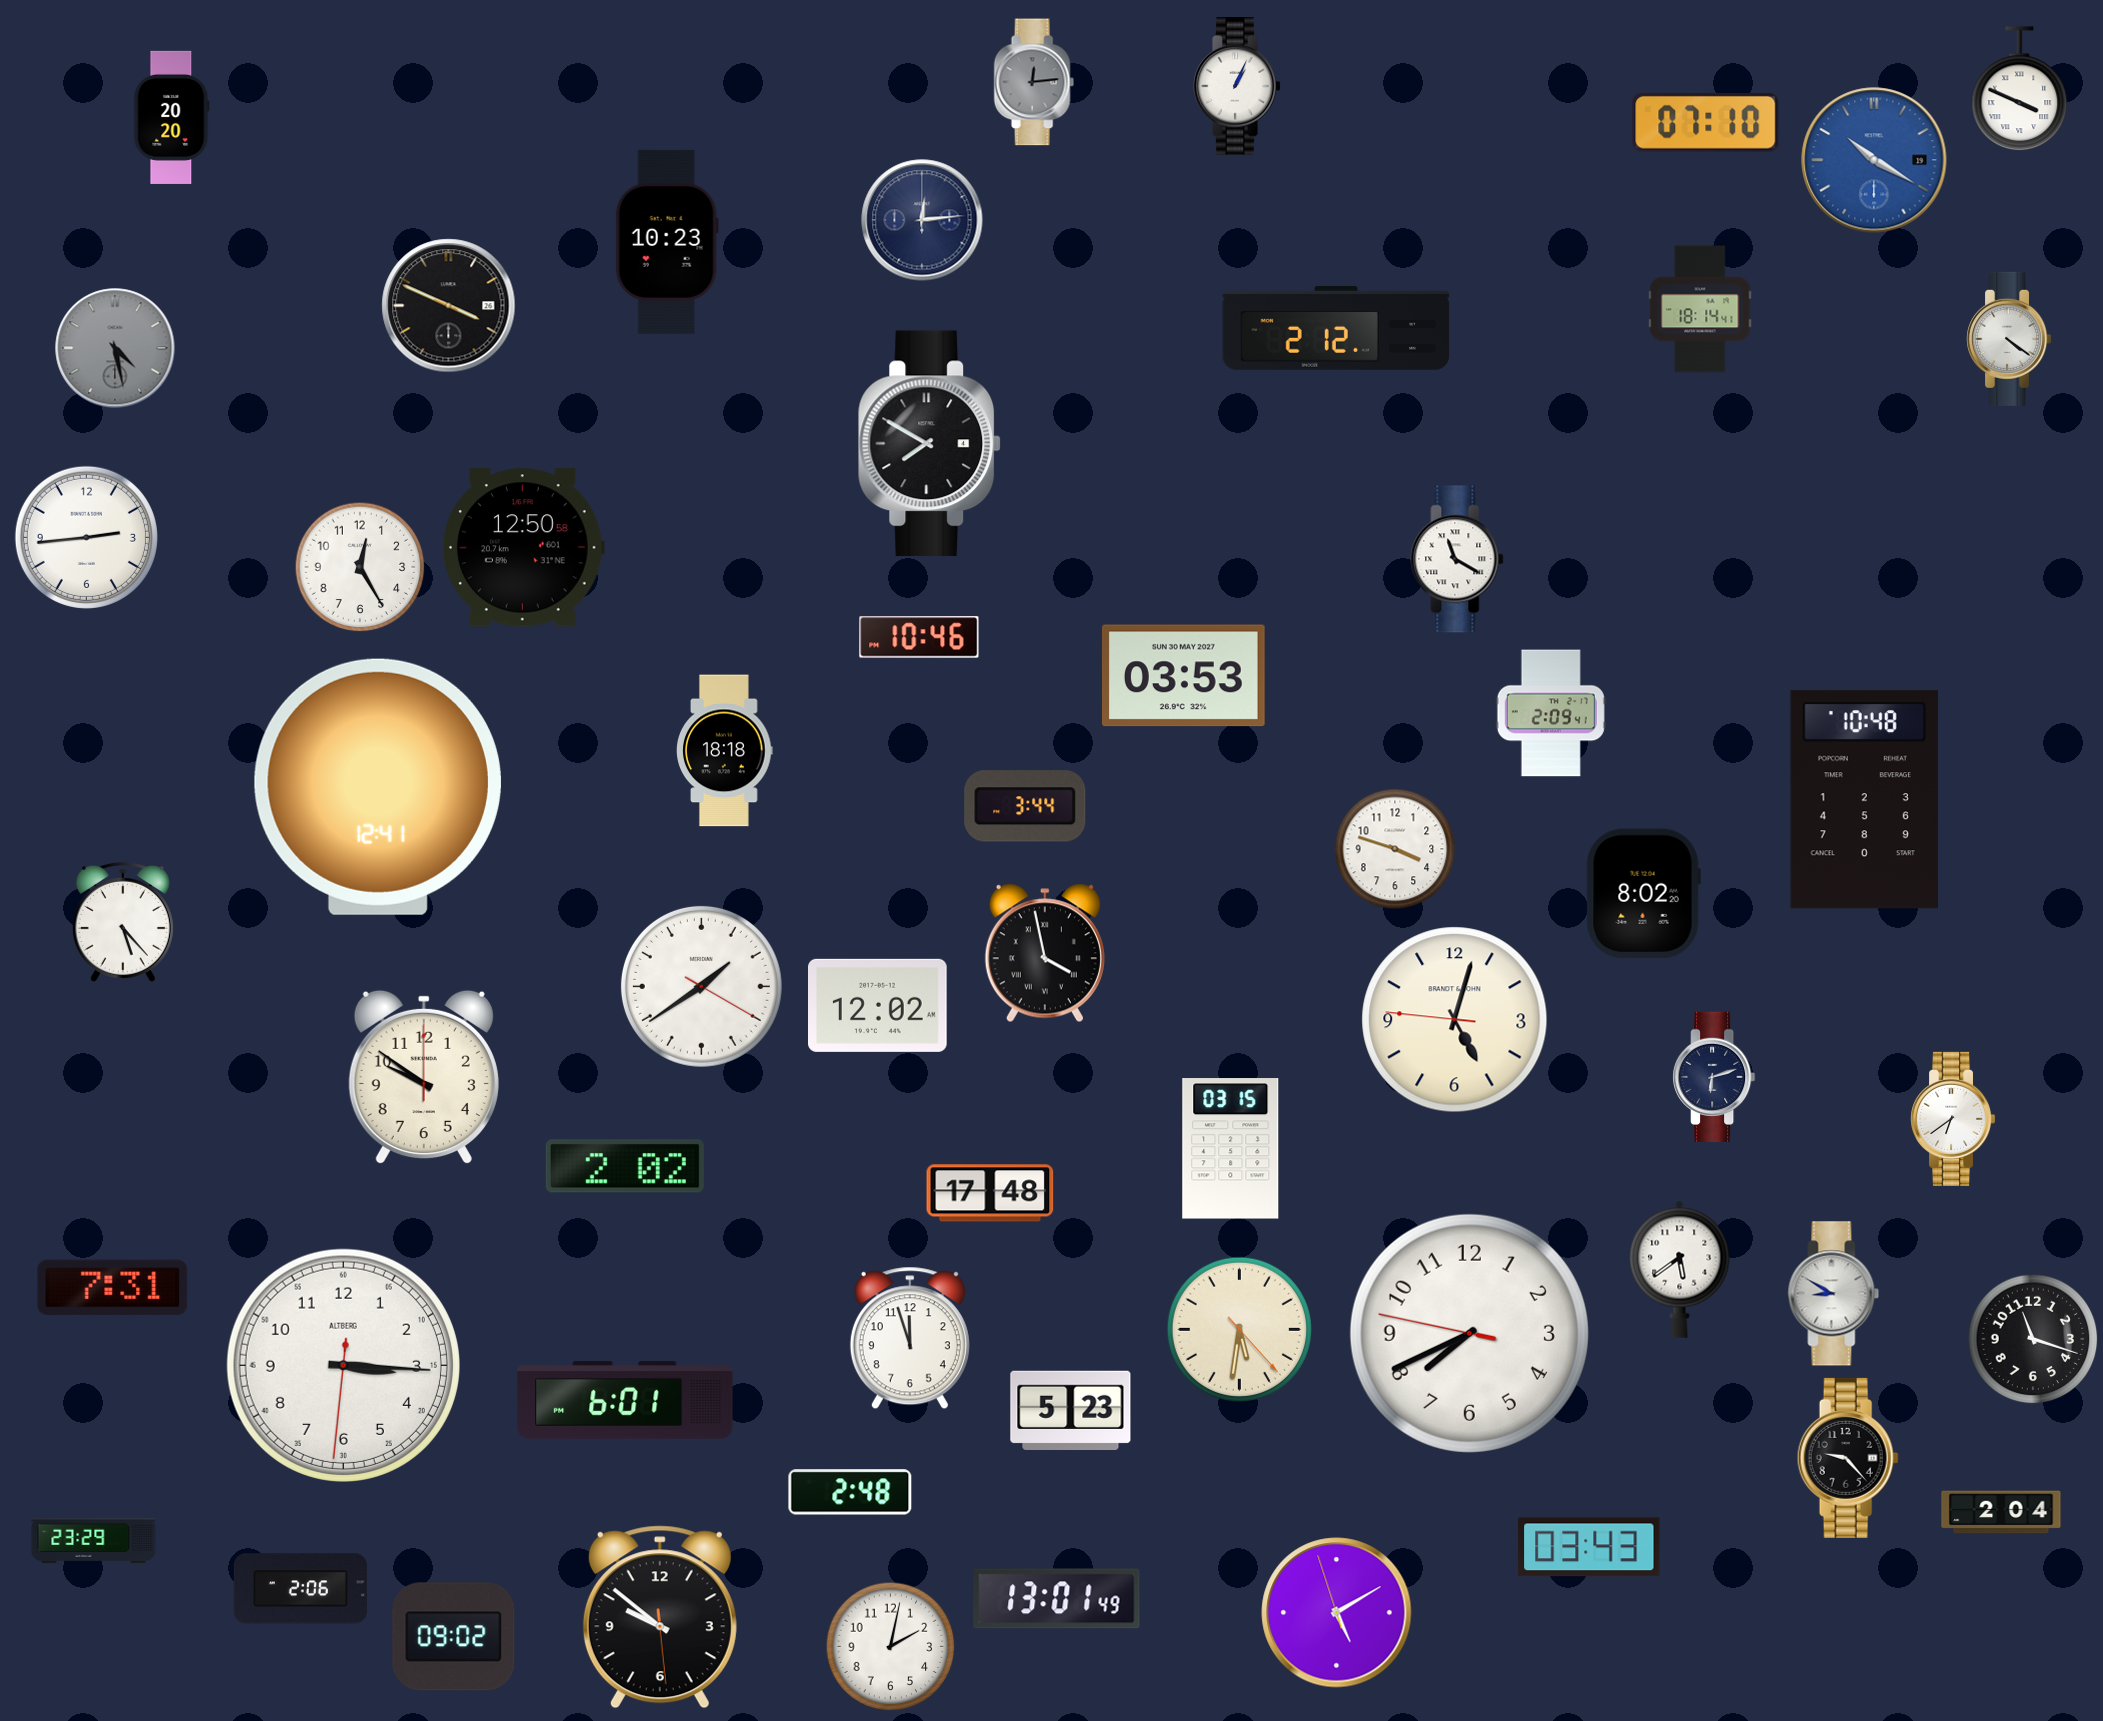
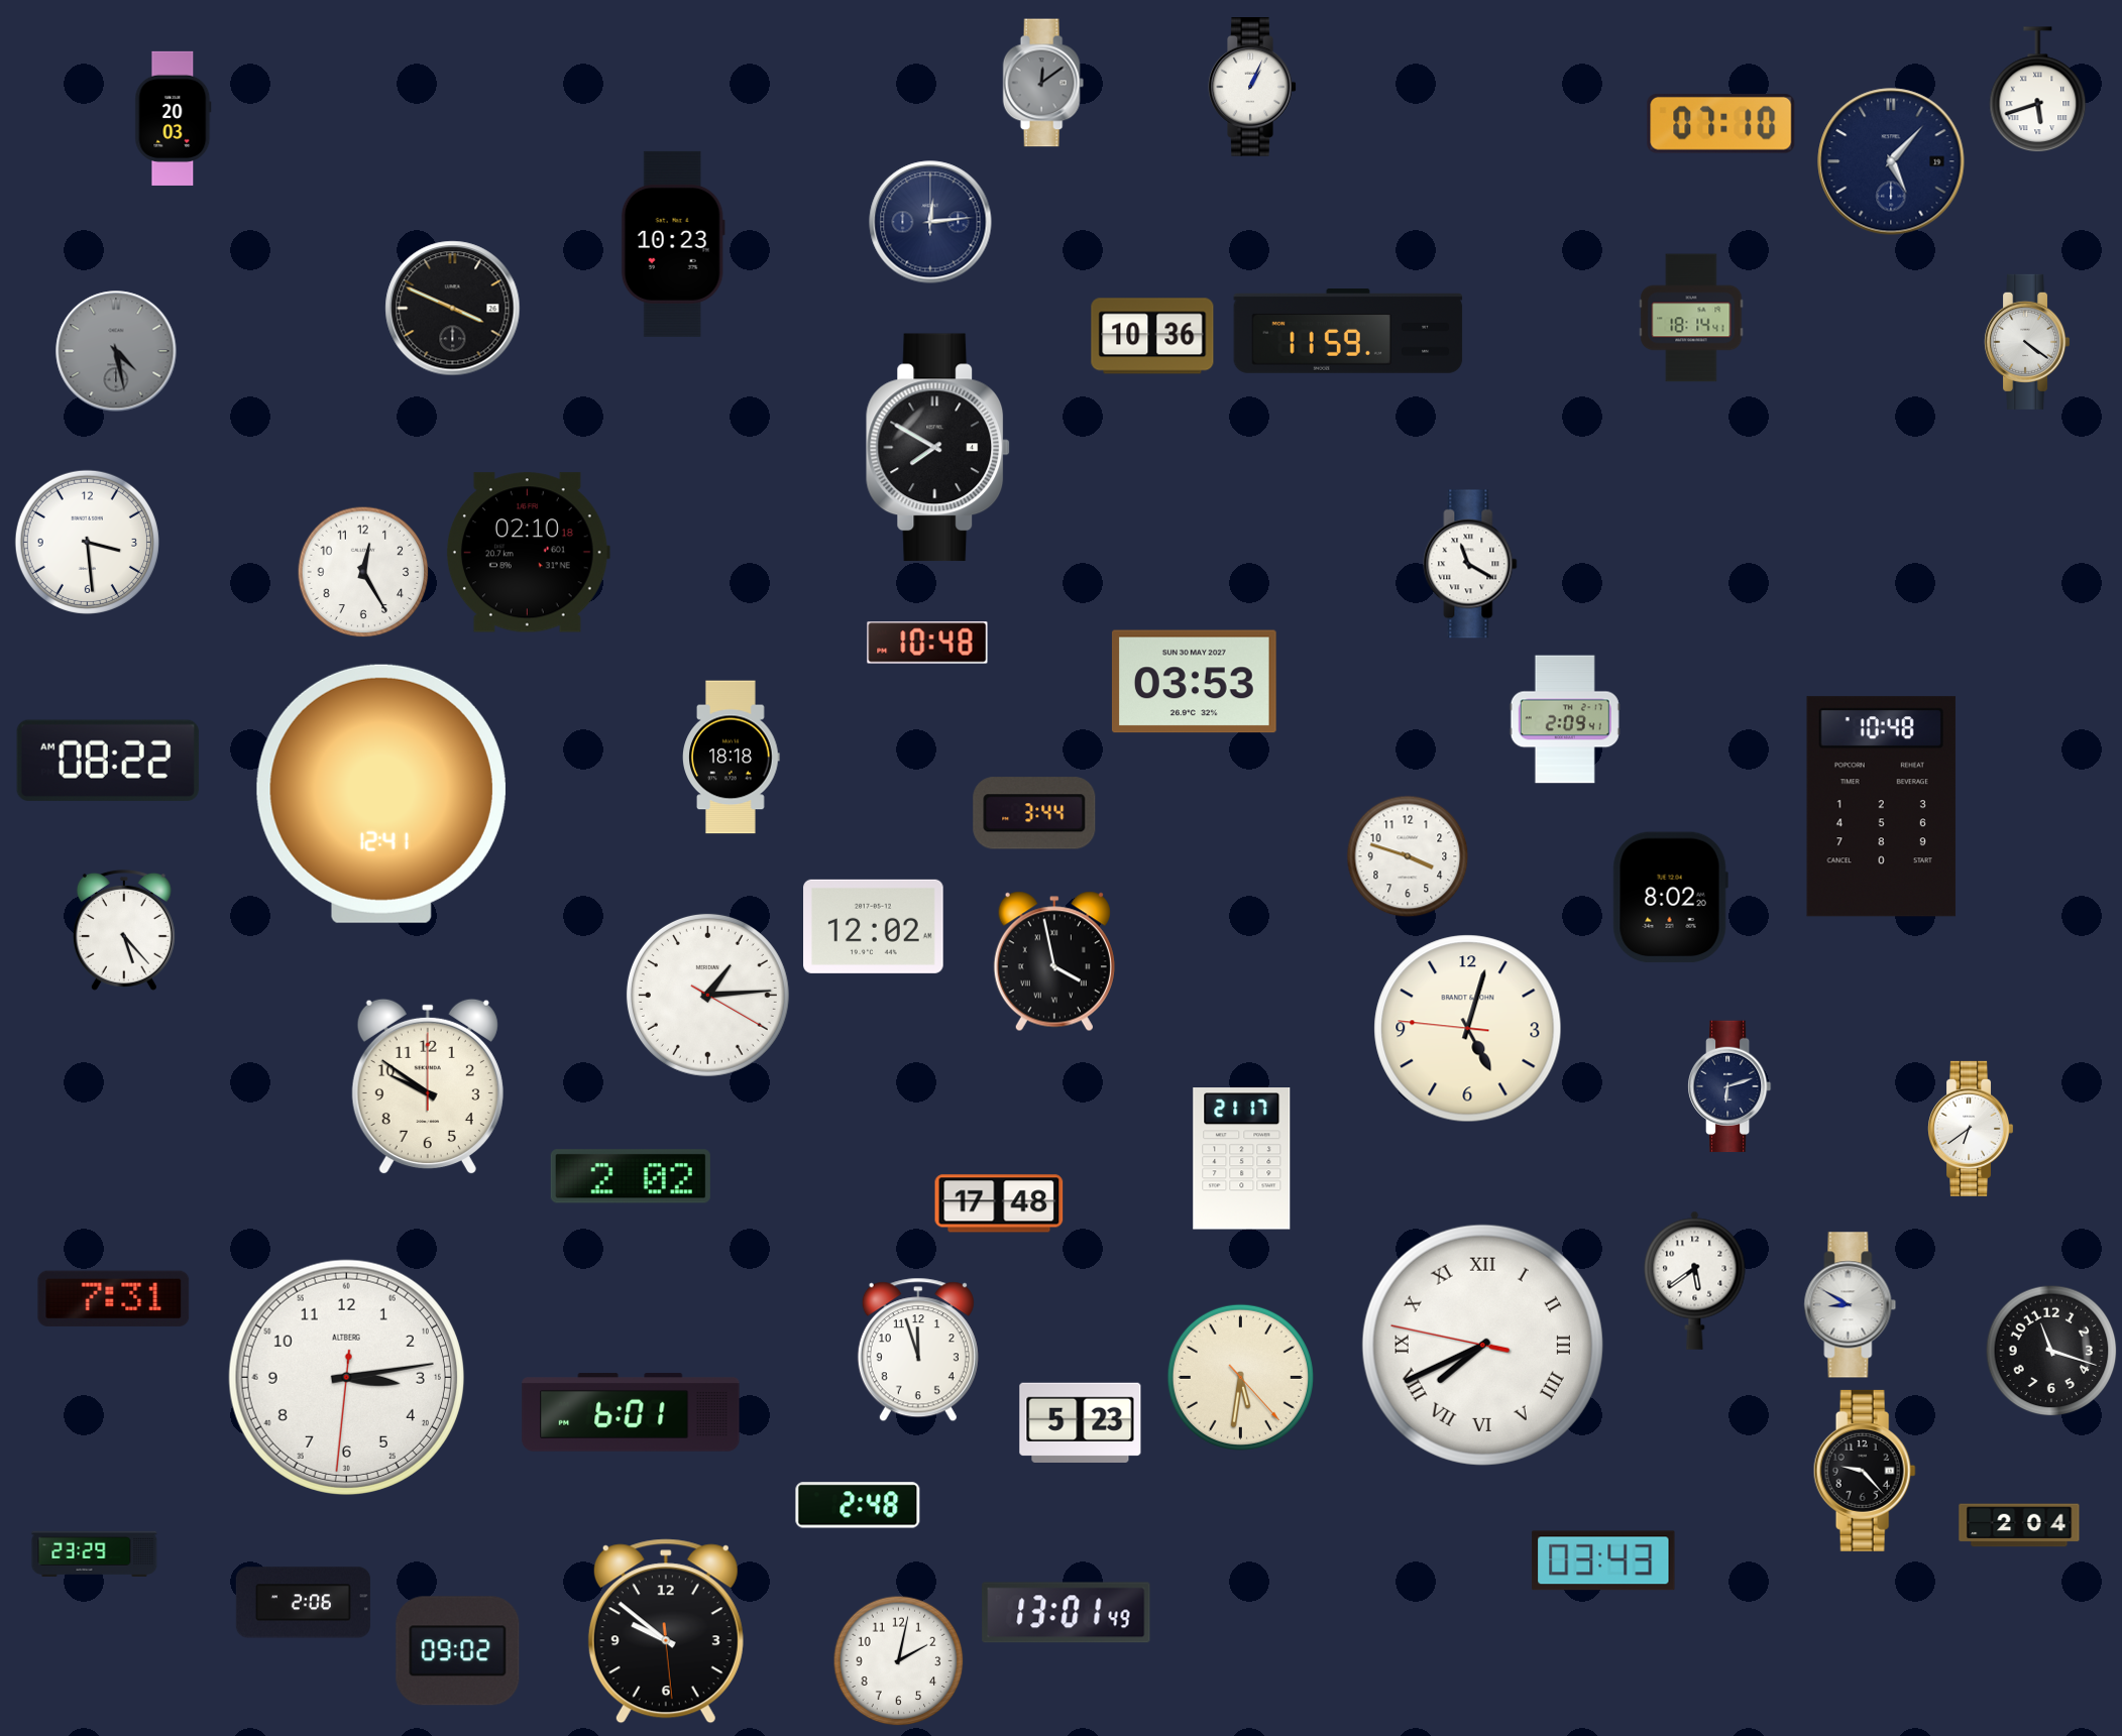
clock at (1034, 82): 12:14 -> 12:09
clock at (1237, 87) position: (1237, 87) -> (1252, 88)
clock at (2020, 89): 3:49 -> 5:42
clock at (172, 117): 20:20 -> 20:03
clock at (1874, 160): 10:20 -> 5:07
clock at (1874, 160) dial: blue -> navy
clock at (1700, 309) position: (1700, 309) -> (1691, 318)
clock at (1336, 329): 2:12 -> 11:59
clock at (1152, 336): none -> 10:36
clock at (86, 537): 2:44 -> 3:29
clock at (523, 548): 12:50 -> 02:10
clock at (919, 637): 10:46 -> 10:48
clock at (108, 761): none -> 08:22
clock at (1643, 894) position: (1643, 894) -> (1670, 898)
clock at (701, 986): 1:39 -> 1:14
clock at (878, 1005) position: (878, 1005) -> (874, 926)
clock at (1231, 1149): 03:15 -> 21:17
clock at (1239, 1329) position: (1239, 1329) -> (1240, 1377)
clock at (1469, 1333) numerals: Arabic -> Roman
clock at (343, 1365): 3:15 -> 3:13
clock at (1337, 1613): 5:09 -> none
